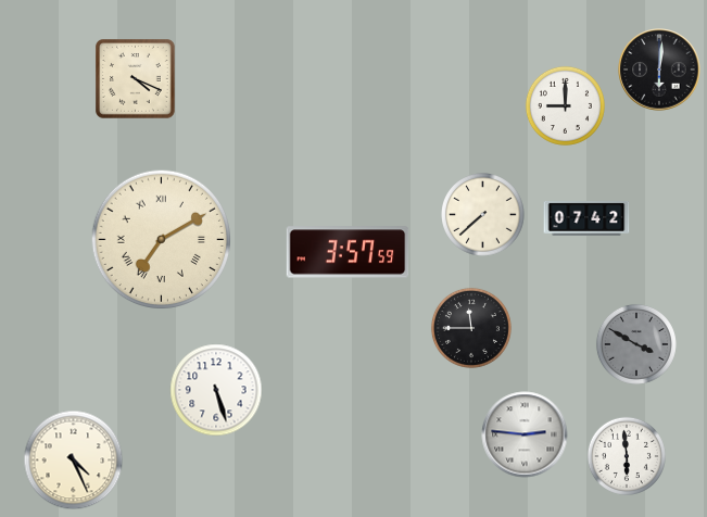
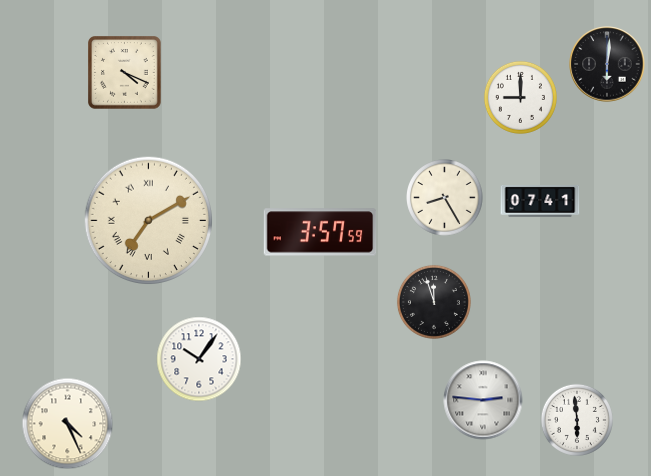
clock at (483, 215): 7:38 -> 8:25
clock at (586, 218): 07:42 -> 07:41
clock at (471, 328): 11:45 -> 11:57
clock at (636, 344): 3:50 -> none
clock at (216, 390): 5:27 -> 10:06
